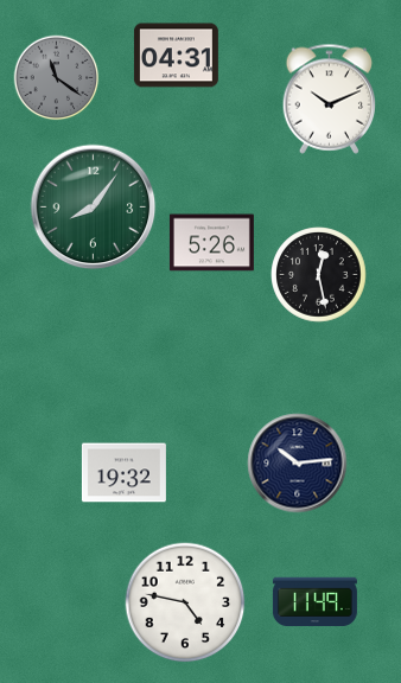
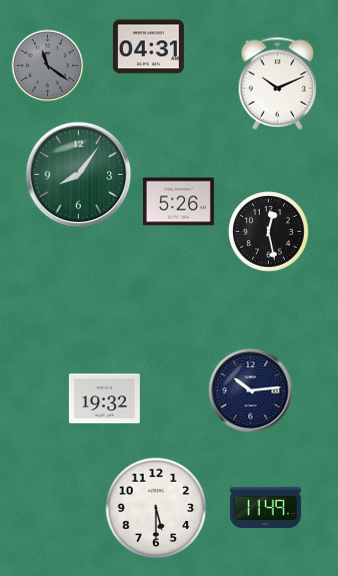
clock at (211, 243) position: (211, 243) -> (178, 202)
clock at (185, 602): 4:47 -> 5:30
